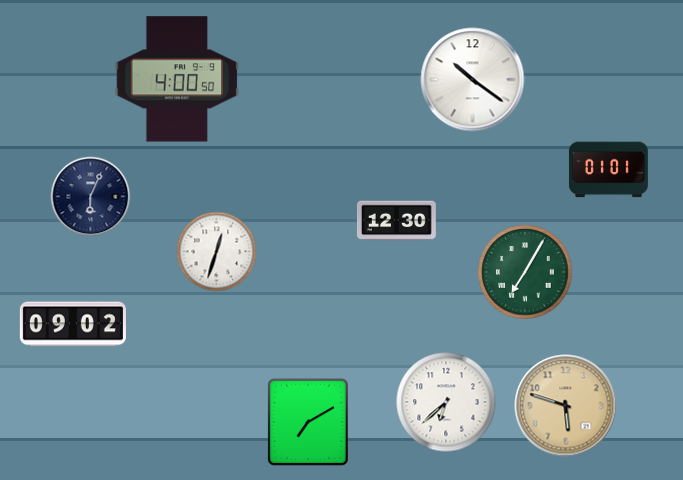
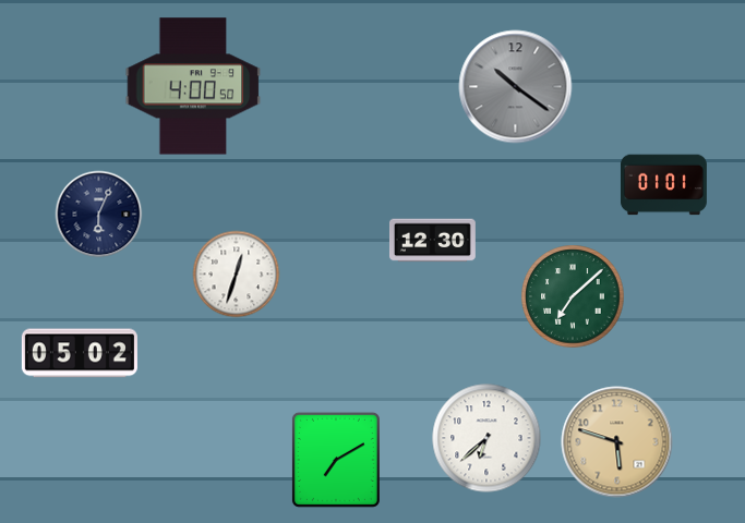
clock at (473, 80) dial: white -> grey
clock at (525, 272): 7:05 -> 7:08
clock at (73, 324): 09:02 -> 05:02
